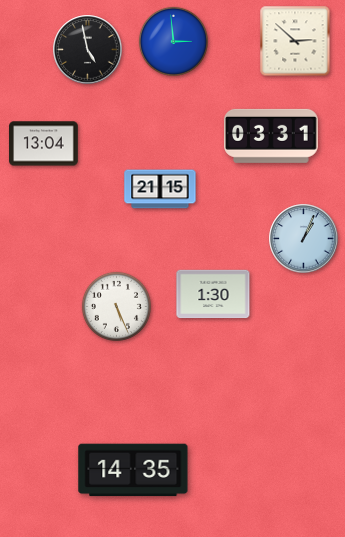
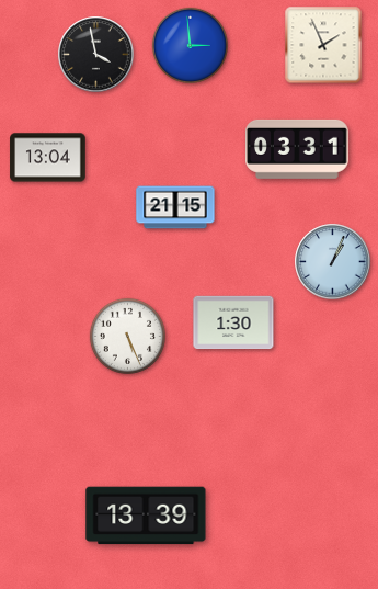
clock at (295, 41): 2:52 -> 1:56
clock at (88, 50): 4:58 -> 3:58
clock at (133, 470): 14:35 -> 13:39
